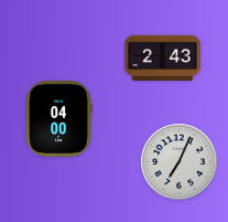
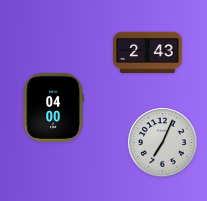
clock at (180, 162) position: (180, 162) -> (163, 143)
